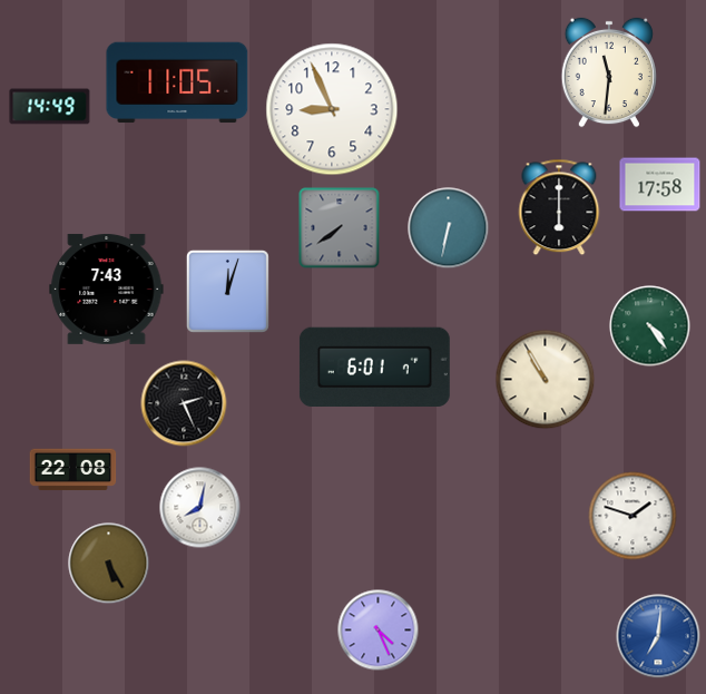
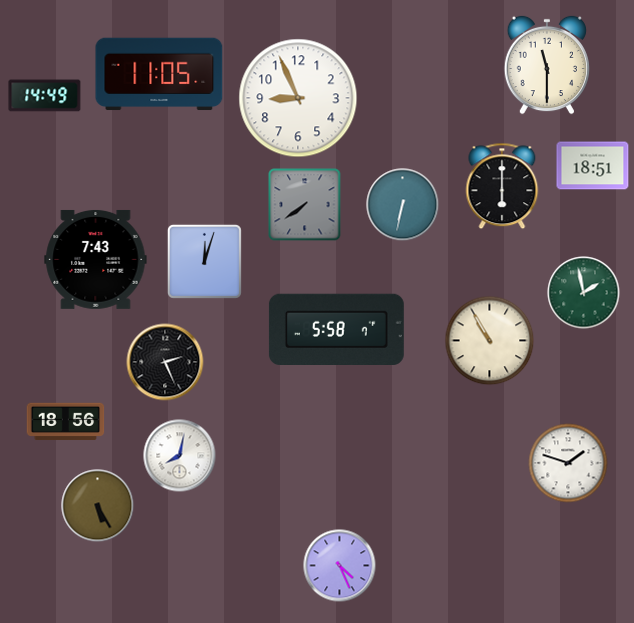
clock at (609, 72): 11:31 -> 11:30
clock at (660, 185): 17:58 -> 18:51
clock at (650, 326): 4:24 -> 1:58
clock at (374, 366): 6:01 -> 5:58
clock at (73, 470): 22:08 -> 18:56
clock at (658, 636): 7:01 -> none
